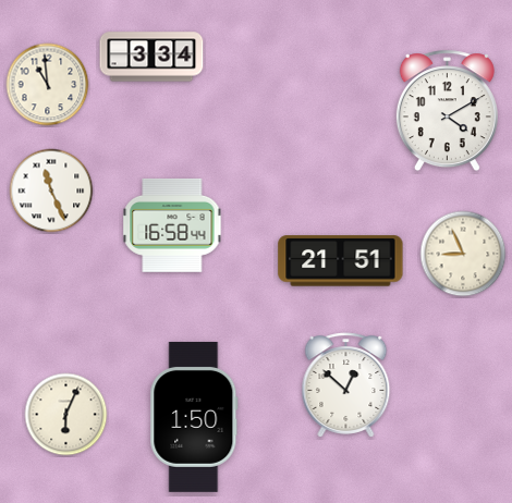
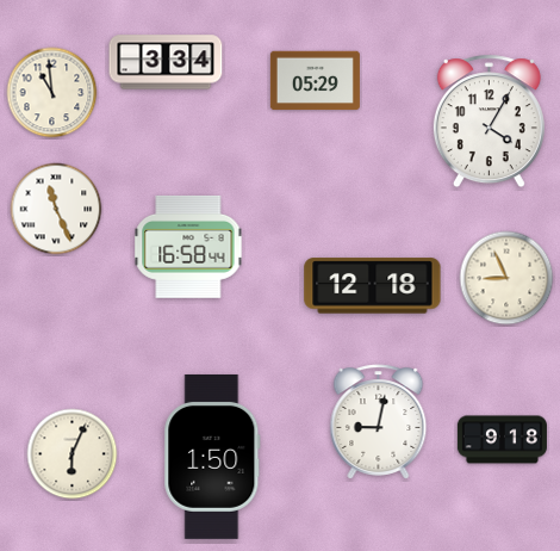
clock at (315, 81): none -> 05:29
clock at (447, 111): 4:10 -> 4:05
clock at (341, 261): 21:51 -> 12:18
clock at (346, 385): 12:52 -> 9:02
clock at (502, 440): none -> 9:18
